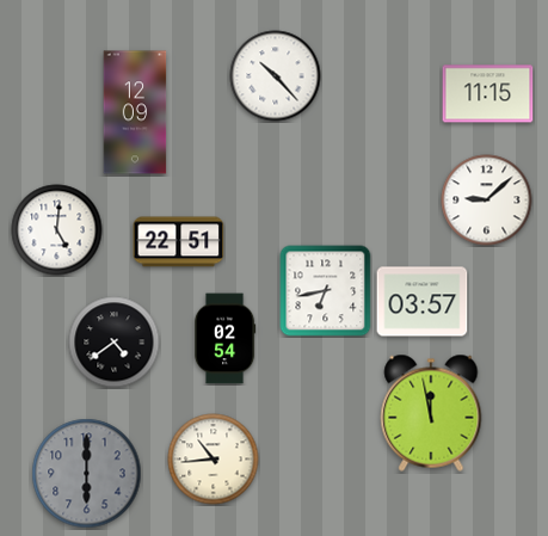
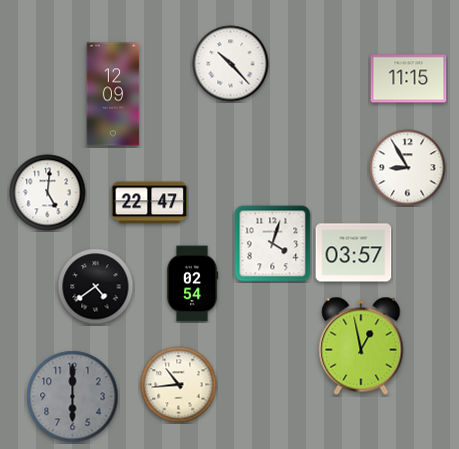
clock at (487, 201): 9:08 -> 8:55
clock at (179, 242): 22:51 -> 22:47
clock at (326, 291): 6:43 -> 4:03
clock at (224, 339) position: (224, 339) -> (192, 284)
clock at (431, 413): 11:58 -> 12:58
